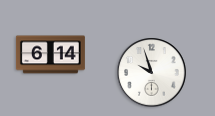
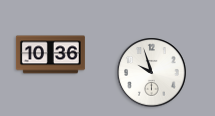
clock at (50, 55): 6:14 -> 10:36
